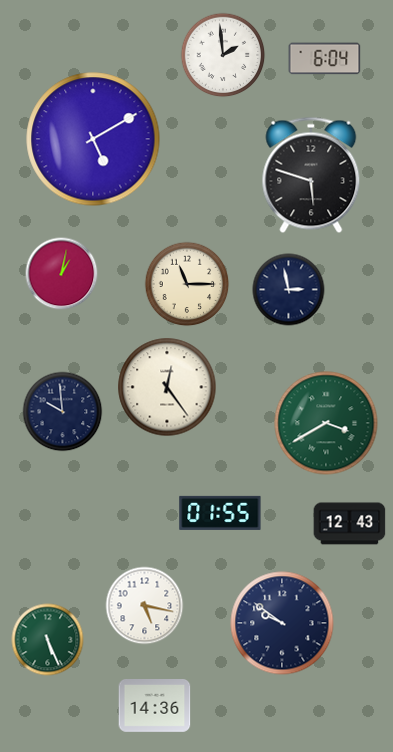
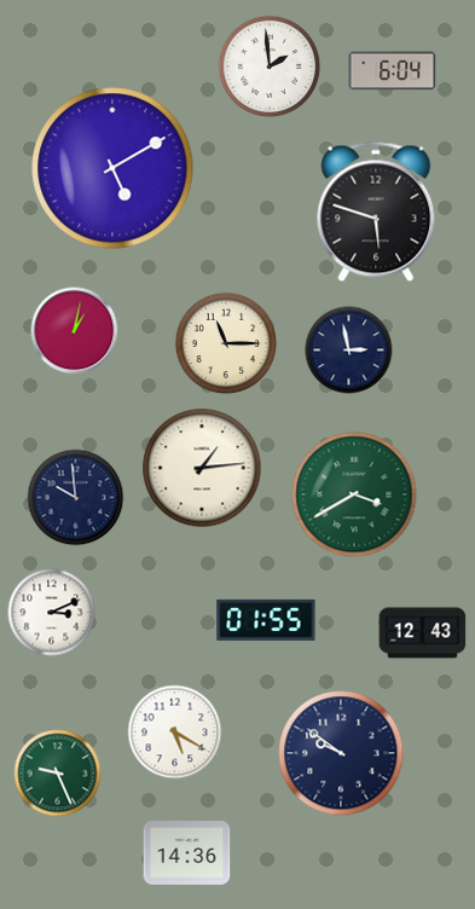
clock at (167, 387): 12:24 -> 1:14
clock at (326, 423) position: (326, 423) -> (354, 494)
clock at (52, 613): none -> 3:11
clock at (145, 606): 5:17 -> 5:20
clock at (48, 640): 5:26 -> 9:26
